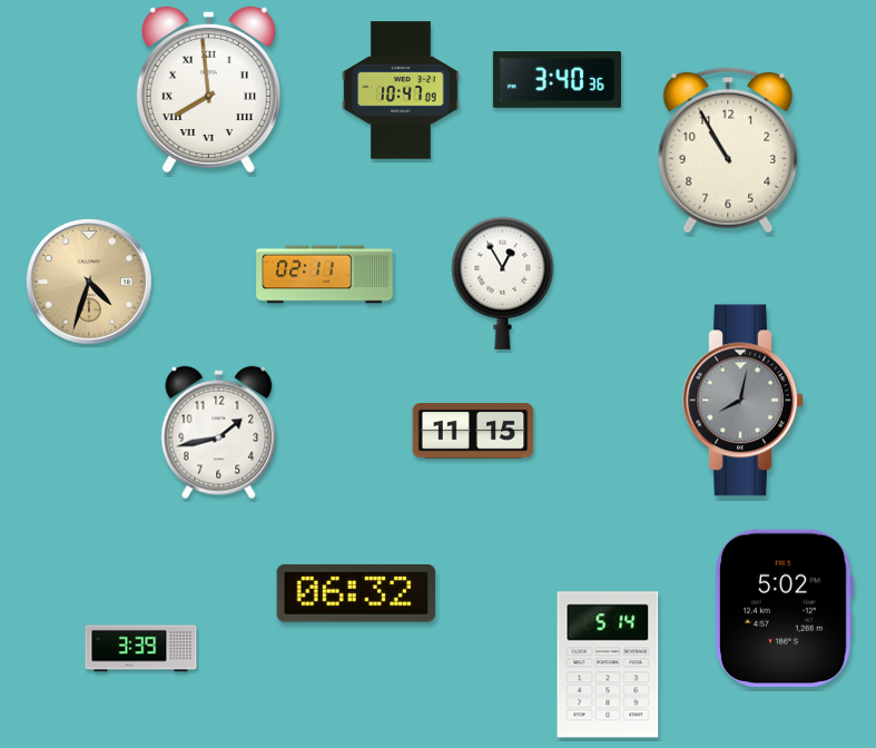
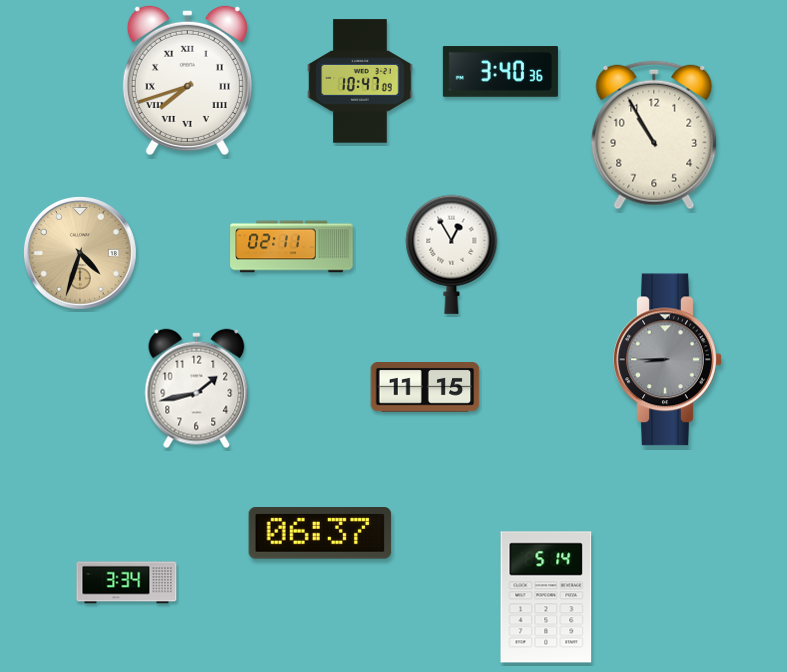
clock at (208, 89): 7:59 -> 7:42
clock at (744, 401): 8:02 -> 8:45
clock at (356, 594): 06:32 -> 06:37
clock at (784, 609): 5:02 -> none
clock at (141, 649): 3:39 -> 3:34
